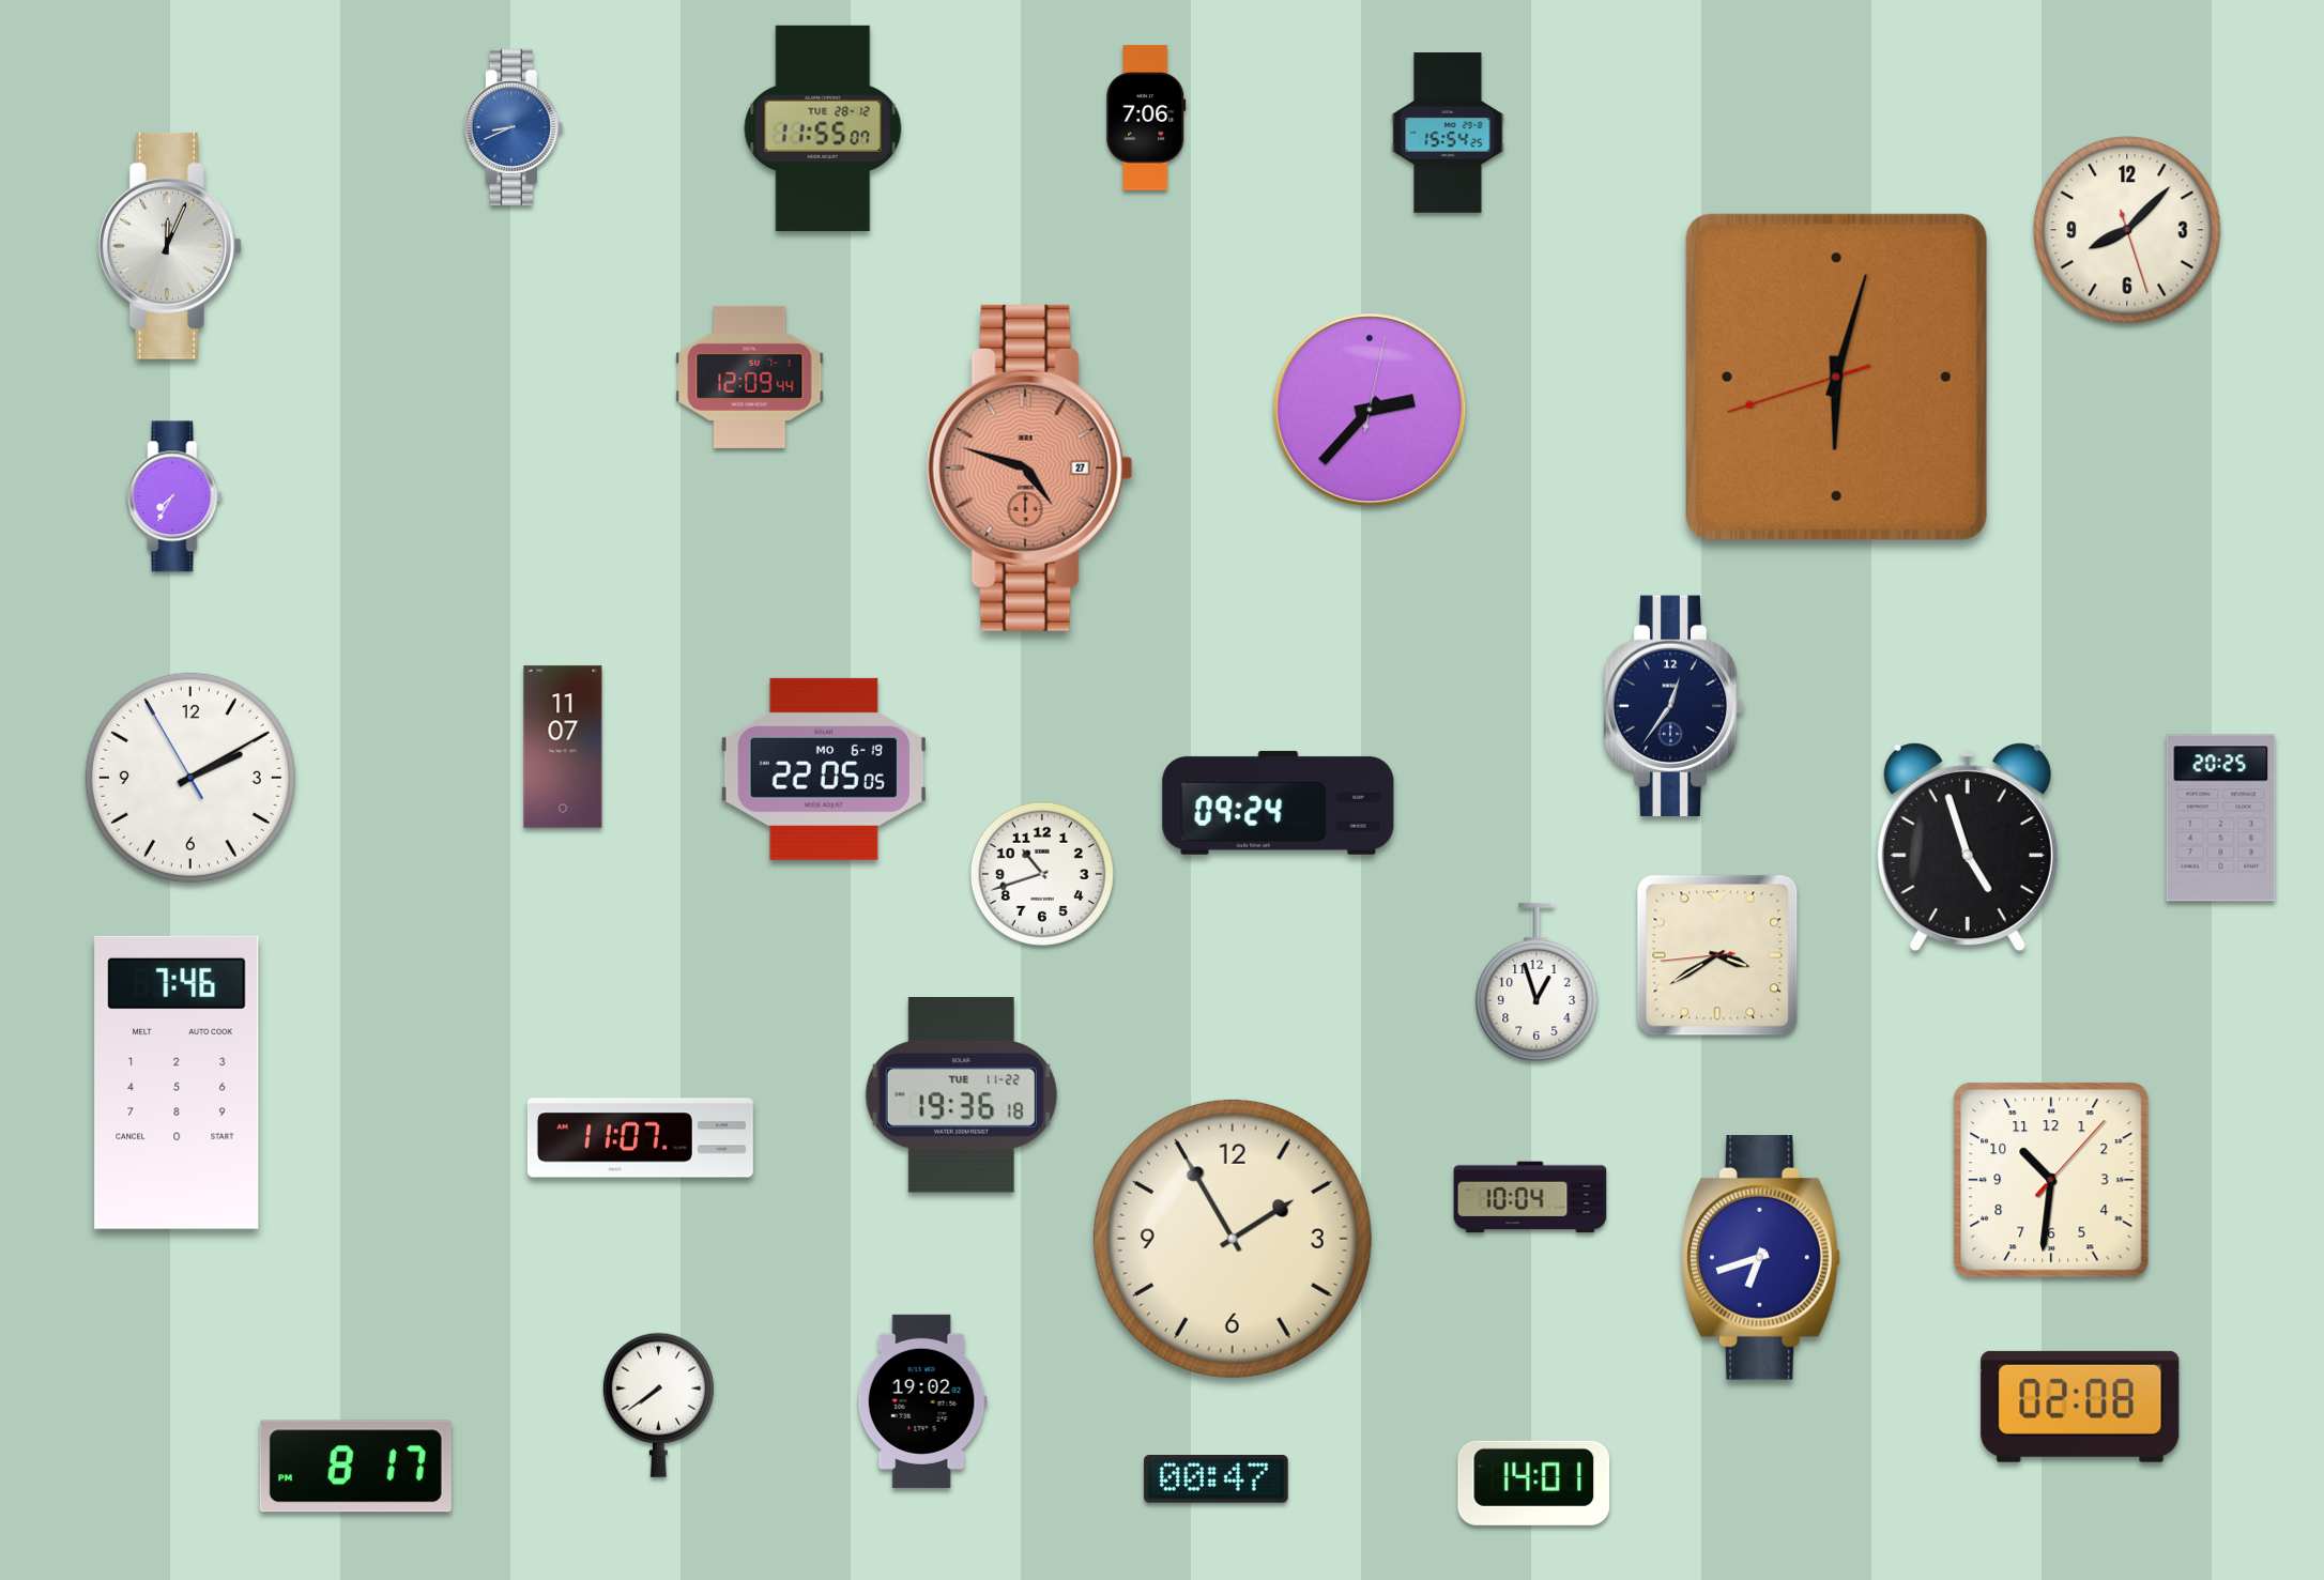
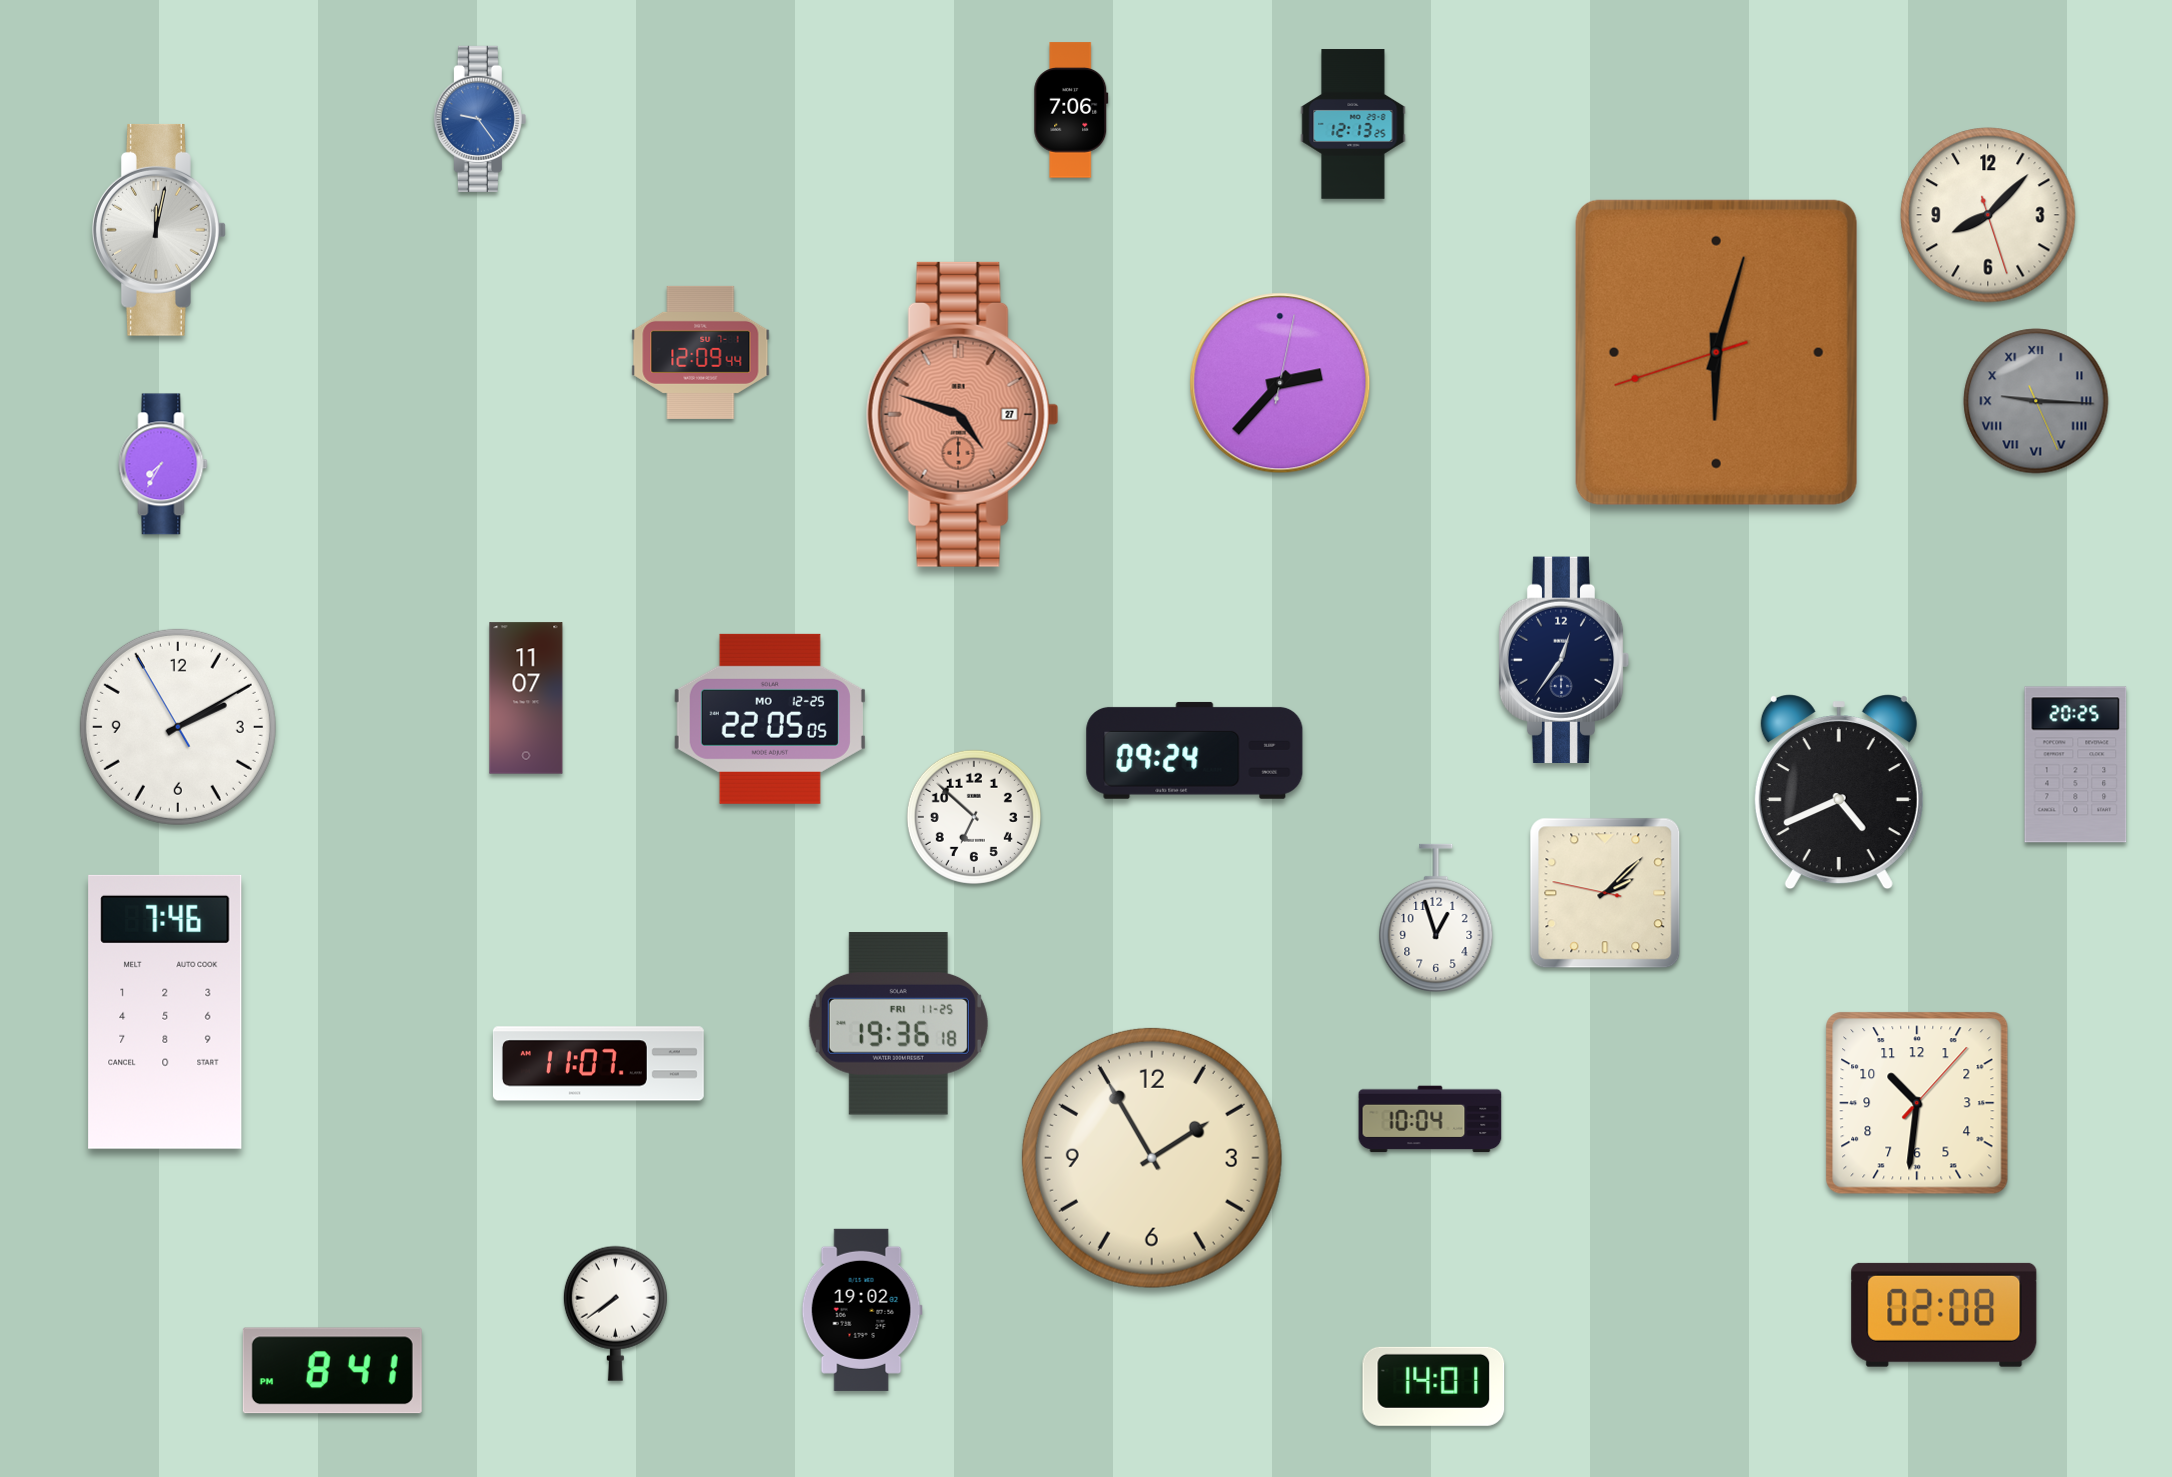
clock at (514, 127): 8:41 -> 9:24
clock at (823, 128): 11:55 -> none
clock at (1448, 133): 15:54 -> 12:13
clock at (170, 246): 12:04 -> 12:02
clock at (2036, 401): none -> 9:15
clock at (1029, 467) position: (1029, 467) -> (962, 414)
clock at (824, 769) date: MO 6-19 -> MO 12-25
clock at (1968, 847): 4:57 -> 4:41
clock at (1042, 874): 10:42 -> 6:52
clock at (1717, 955): 3:39 -> 2:07
clock at (961, 1095) date: TUE 11-22 -> FRI 11-25
clock at (1761, 1258): 6:42 -> none
clock at (355, 1467): 8:17 -> 8:41
clock at (1217, 1479): 00:47 -> none
